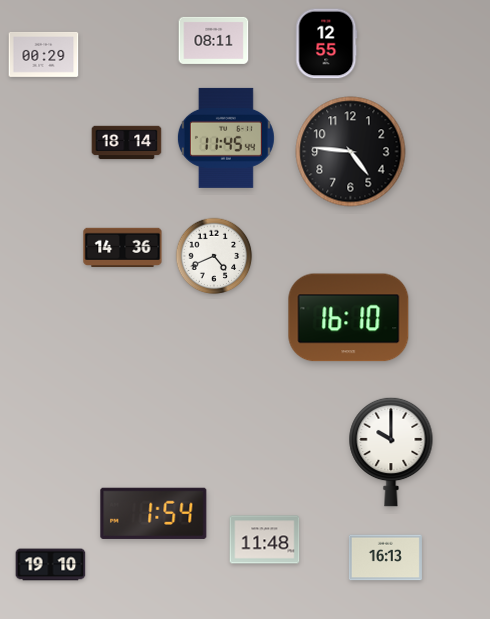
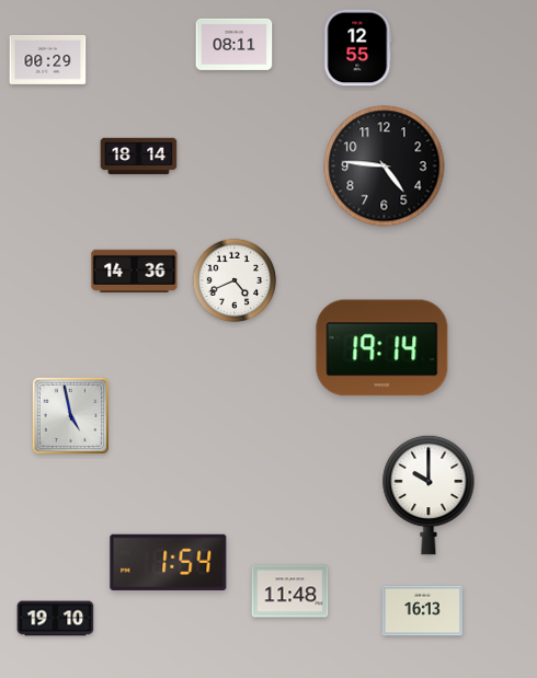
clock at (226, 138): 11:45 -> none
clock at (349, 318): 16:10 -> 19:14
clock at (70, 415): none -> 4:58
